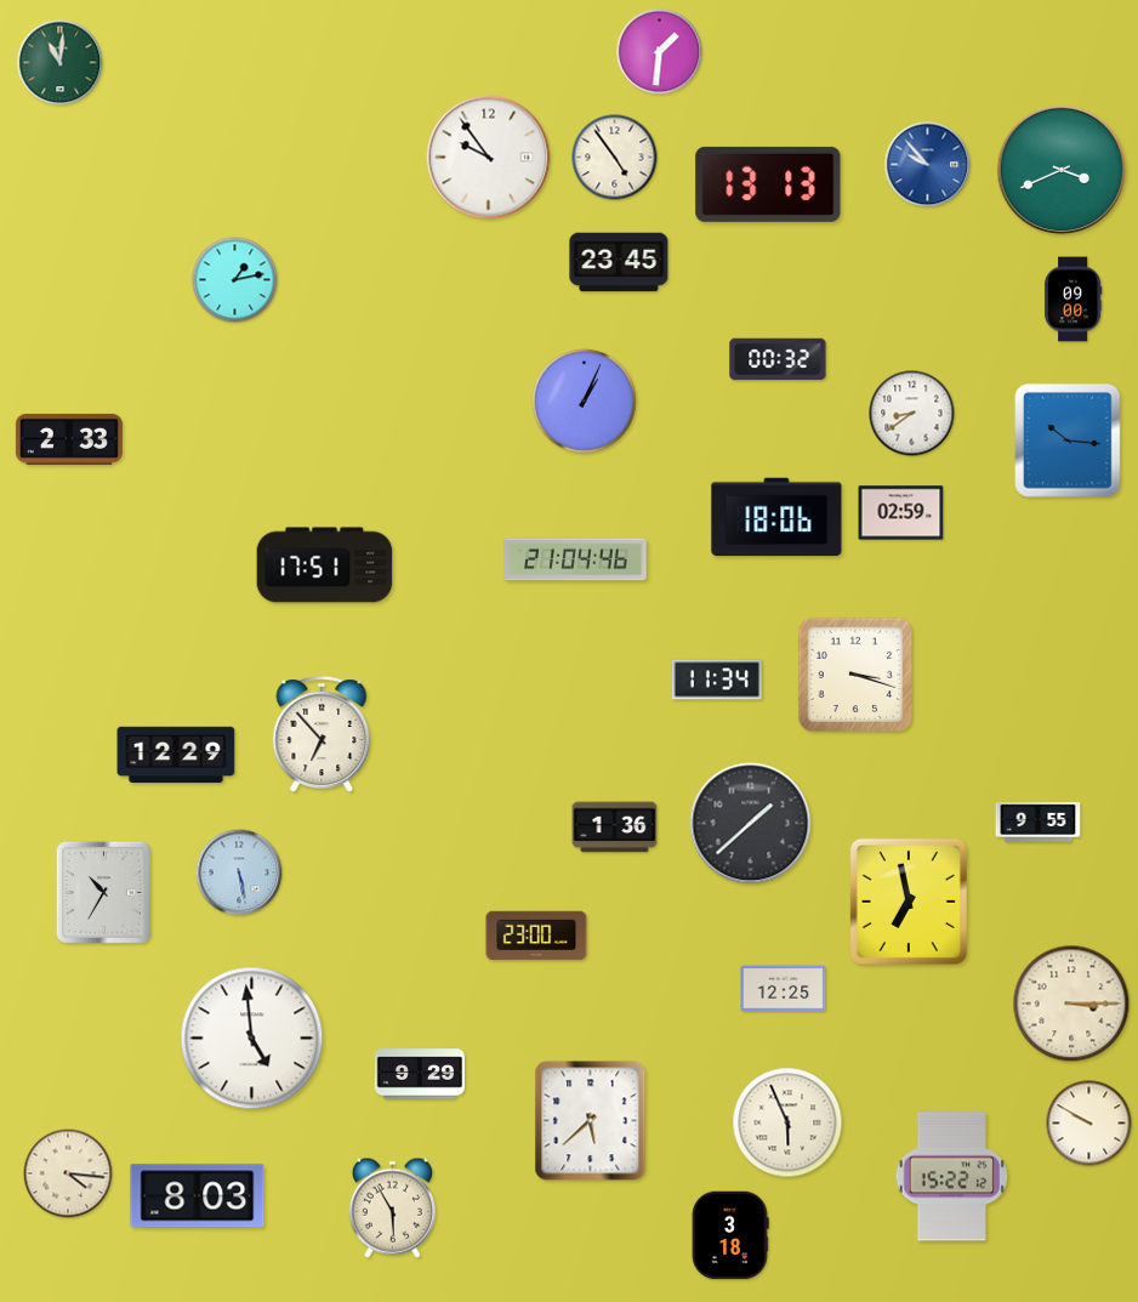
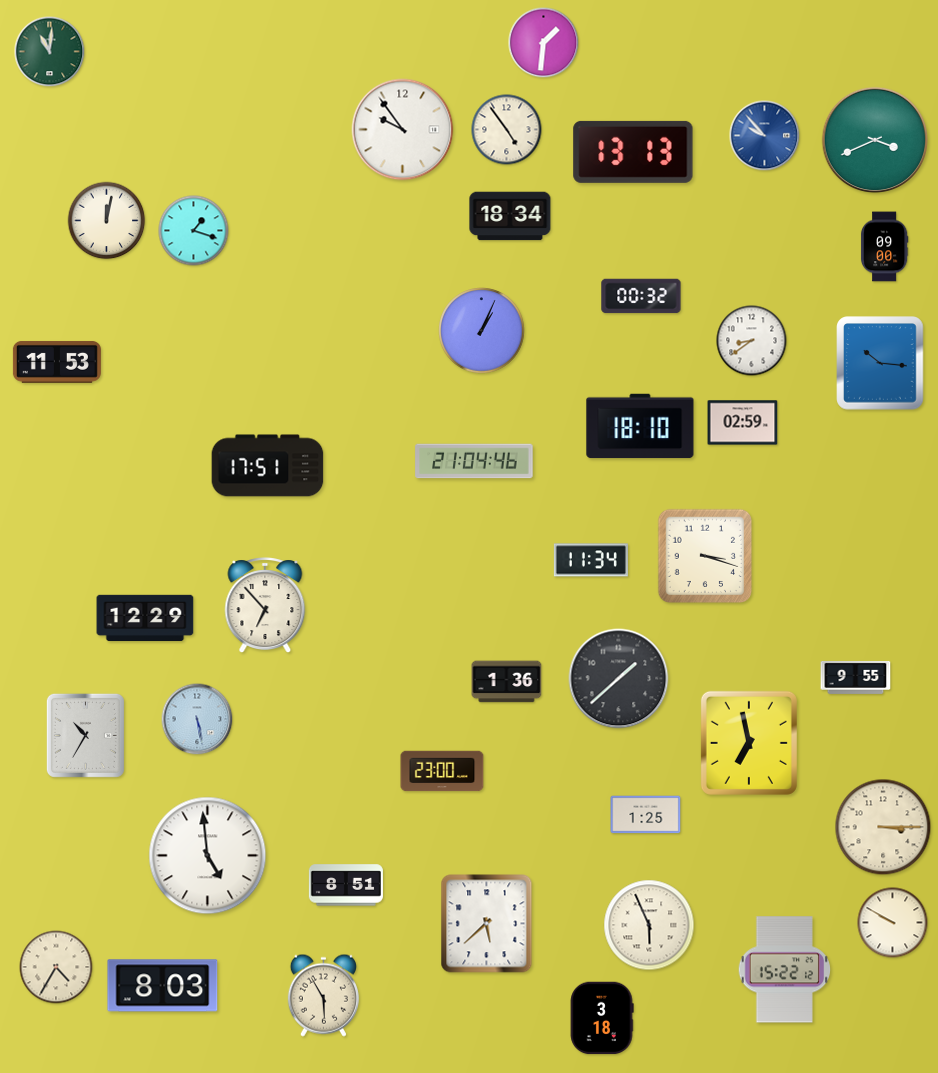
clock at (619, 262): 23:45 -> 18:34
clock at (107, 221): none -> 12:02
clock at (235, 280): 1:13 -> 1:18
clock at (69, 439): 2:33 -> 11:53
clock at (776, 517): 18:06 -> 18:10
clock at (176, 755) position: (176, 755) -> (145, 618)
clock at (784, 989): 12:25 -> 1:25
clock at (420, 1074): 9:29 -> 8:51
clock at (1089, 1124) position: (1089, 1124) -> (893, 923)
clock at (68, 1173): 4:16 -> 4:35
